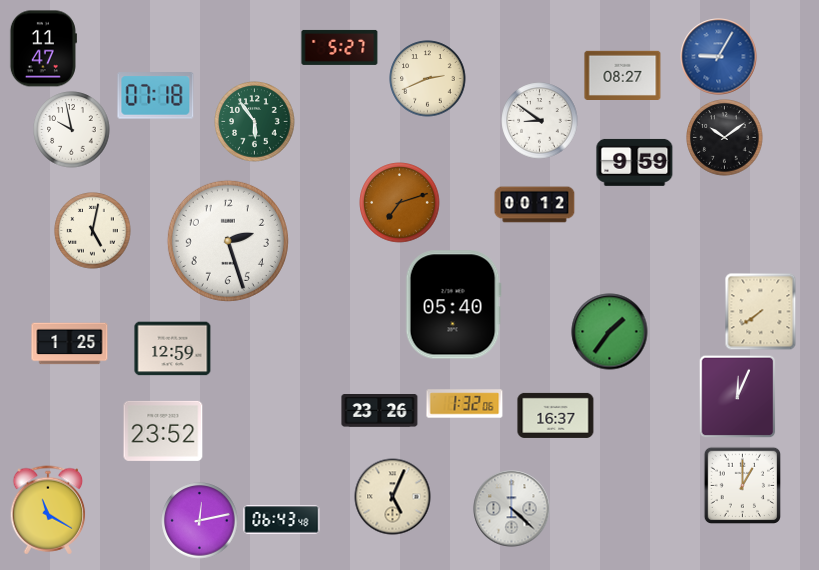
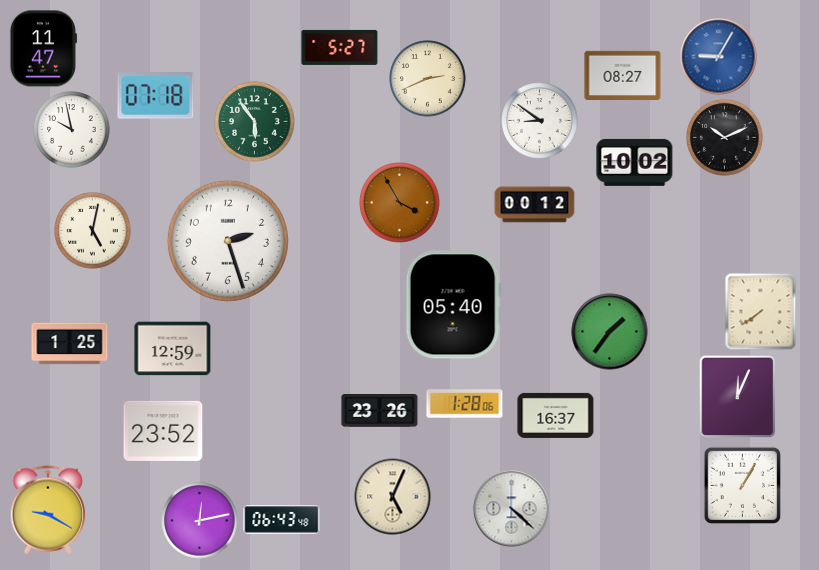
clock at (725, 138): 10:09 -> 10:11
clock at (635, 162): 9:59 -> 10:02
clock at (400, 203): 7:12 -> 3:55
clock at (465, 404): 1:32 -> 1:28
clock at (742, 485): 1:00 -> 1:05
clock at (48, 510): 11:20 -> 9:20
